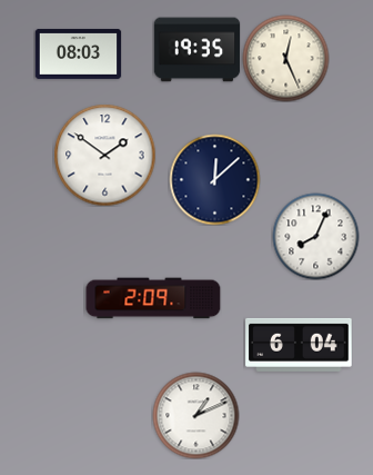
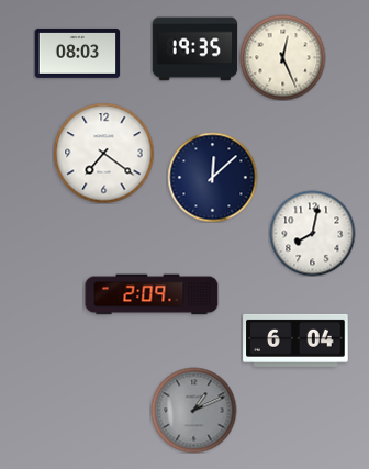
clock at (104, 155): 1:51 -> 7:21
clock at (315, 236): 8:04 -> 8:02
clock at (195, 415) dial: white -> grey
